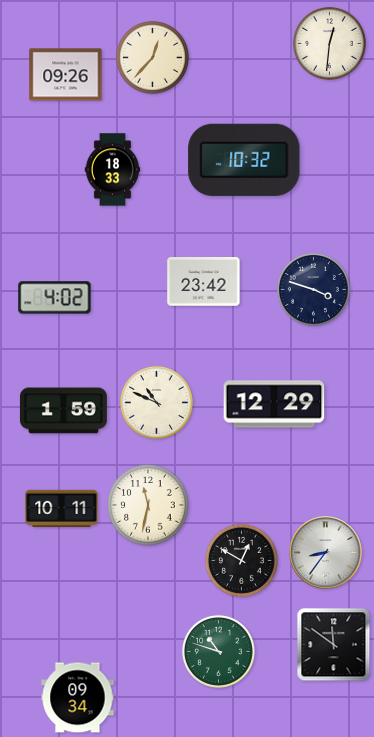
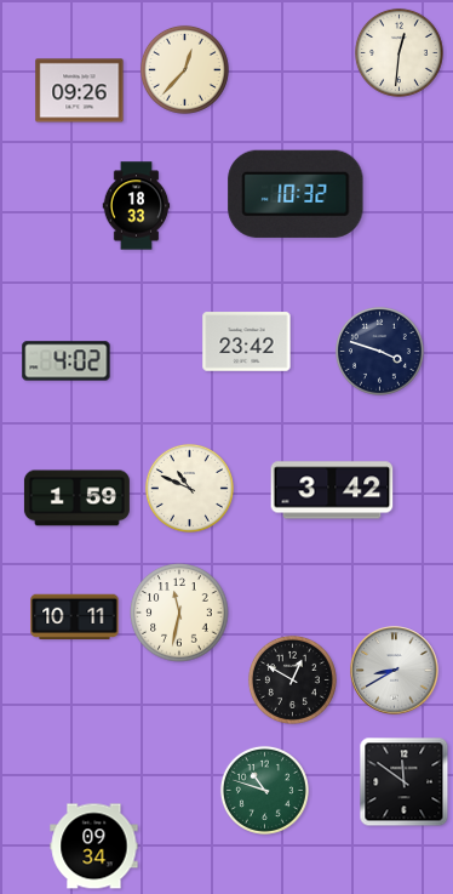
clock at (274, 404): 12:29 -> 3:42
clock at (326, 553): 8:36 -> 8:40
